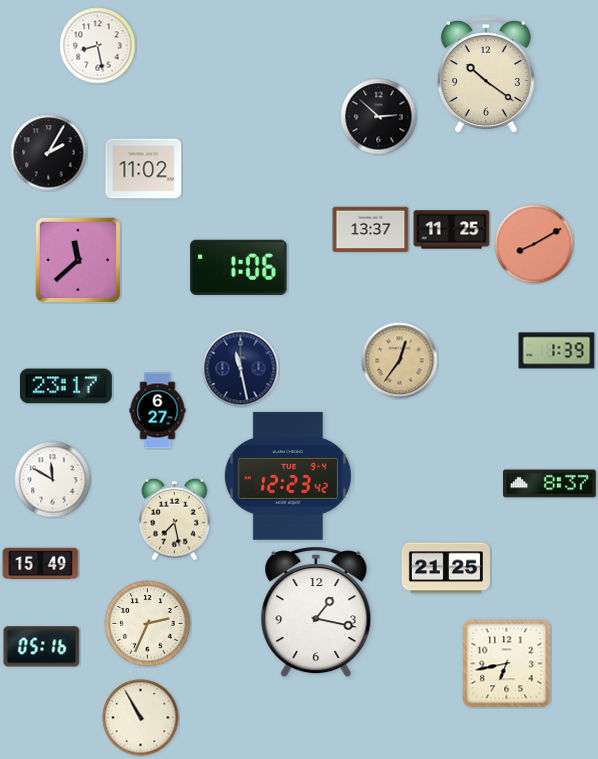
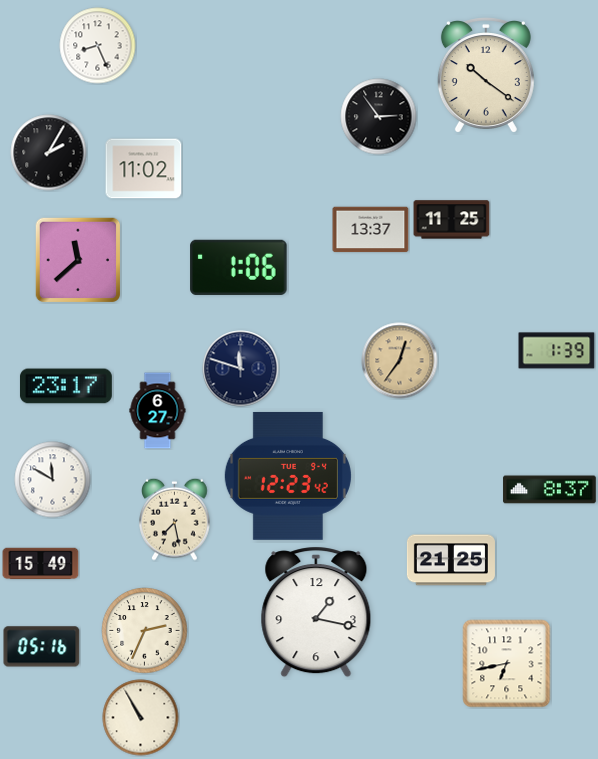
clock at (98, 46): 8:28 -> 8:26
clock at (379, 117): 2:52 -> 2:54
clock at (452, 230) position: (452, 230) -> (452, 220)
clock at (534, 244): 8:10 -> none
clock at (241, 369): 11:28 -> 11:48
clock at (550, 484) position: (550, 484) -> (550, 490)
clock at (446, 568) position: (446, 568) -> (451, 560)
clock at (148, 624) position: (148, 624) -> (145, 631)
